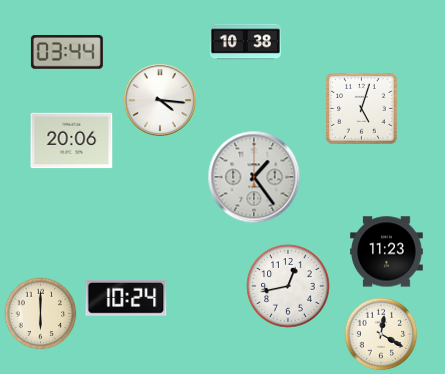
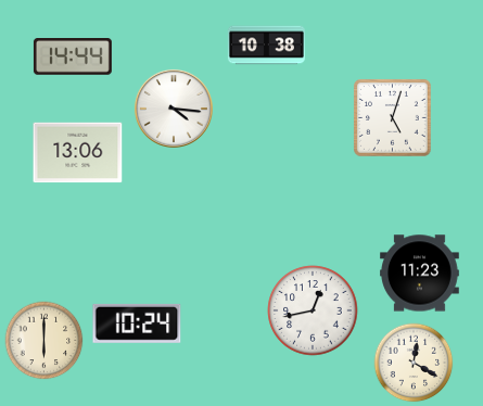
clock at (67, 53): 03:44 -> 14:44
clock at (72, 141): 20:06 -> 13:06
clock at (254, 177): 1:24 -> none
